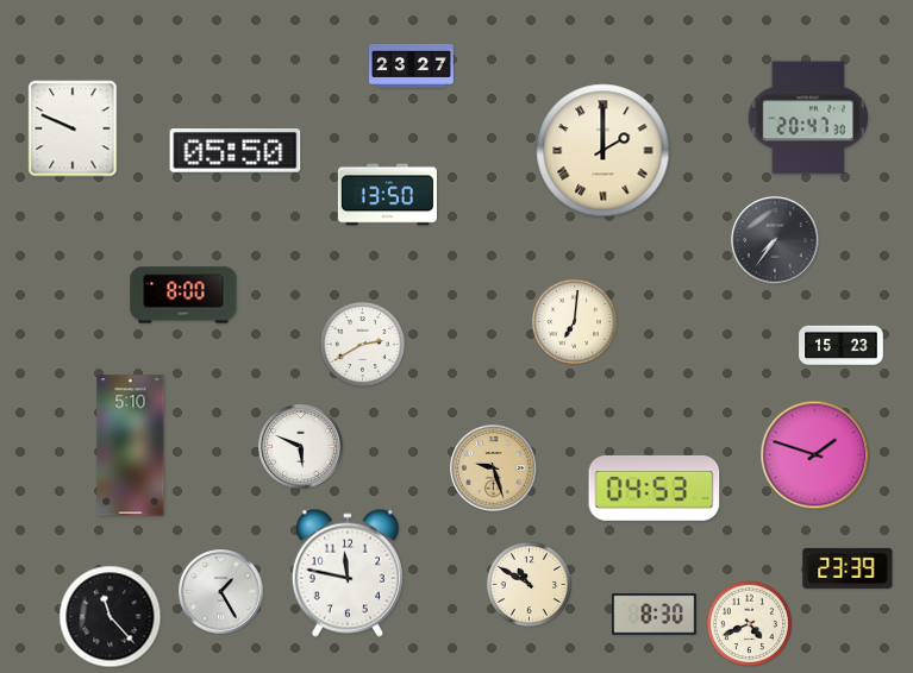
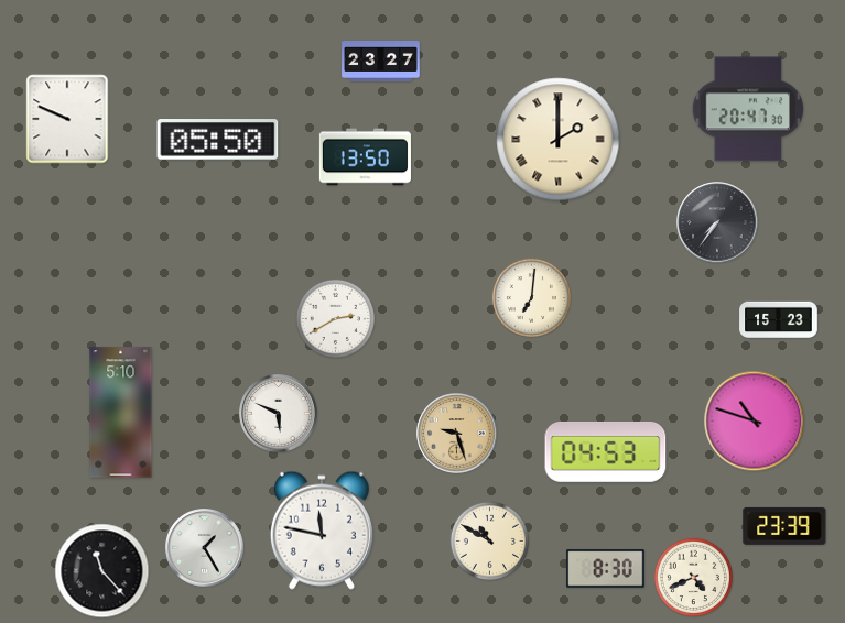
clock at (387, 195) position: (387, 195) -> (365, 157)
clock at (183, 295): 8:00 -> none
clock at (815, 455): 1:48 -> 10:48
